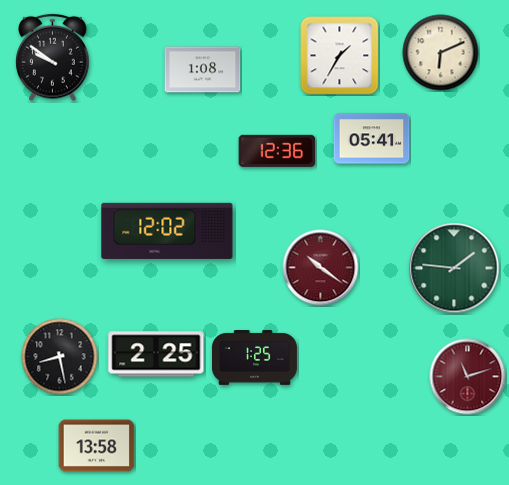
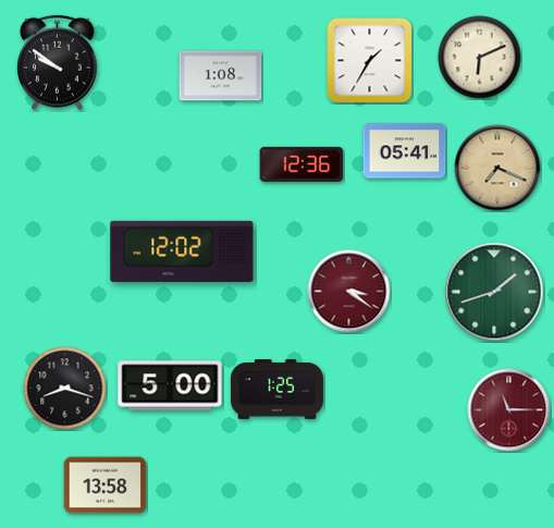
clock at (497, 168): none -> 7:19
clock at (321, 268): 10:21 -> 3:21
clock at (454, 268): 1:46 -> 1:42
clock at (156, 354): 2:25 -> 5:00
clock at (60, 357): 8:28 -> 8:18
clock at (468, 377): 11:12 -> 11:15
